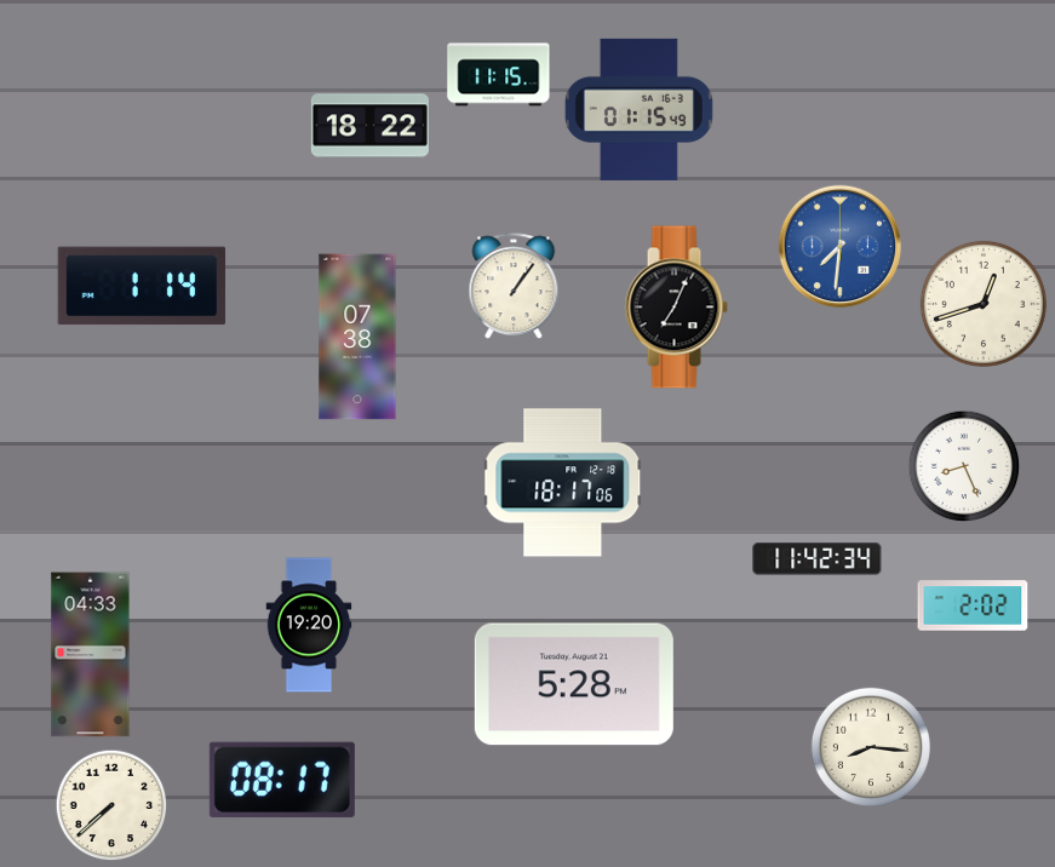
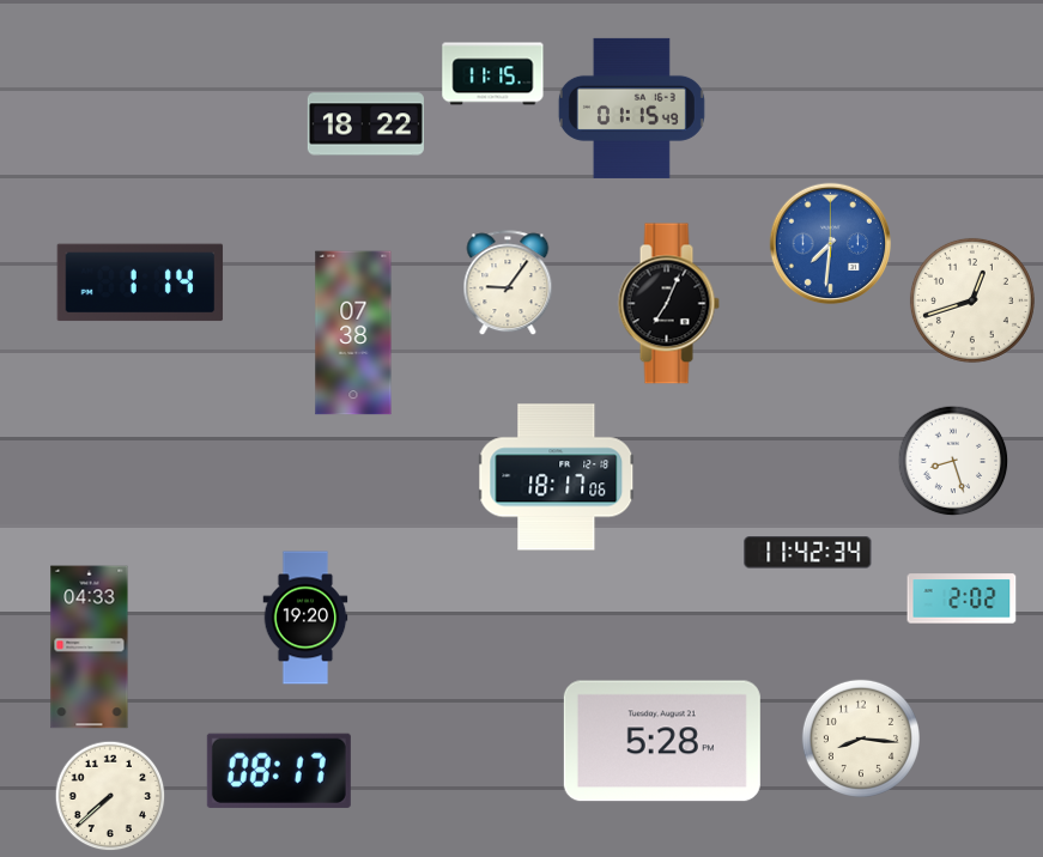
clock at (514, 287): 1:06 -> 9:06
clock at (964, 466): 8:26 -> 8:27
clock at (574, 684) position: (574, 684) -> (662, 741)
